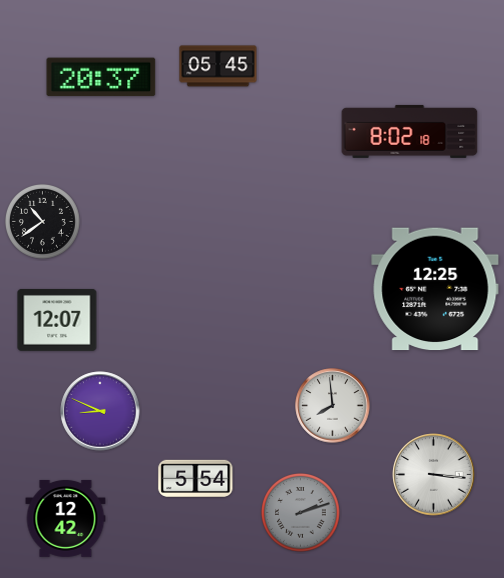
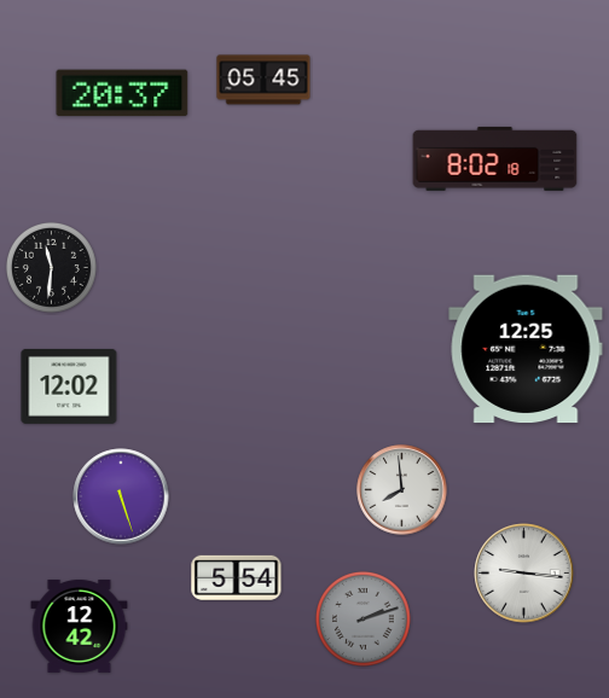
clock at (42, 221): 10:39 -> 11:31
clock at (57, 320): 12:07 -> 12:02
clock at (100, 411): 8:49 -> 5:27
clock at (434, 475): 3:16 -> 9:16
